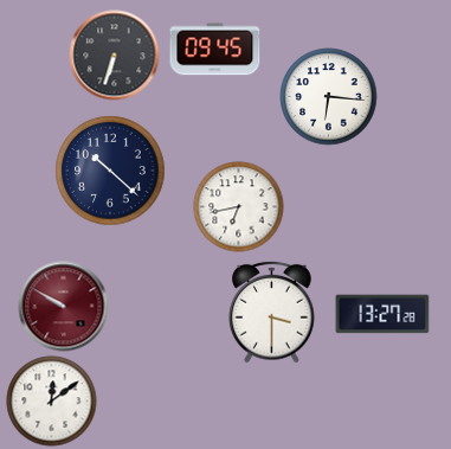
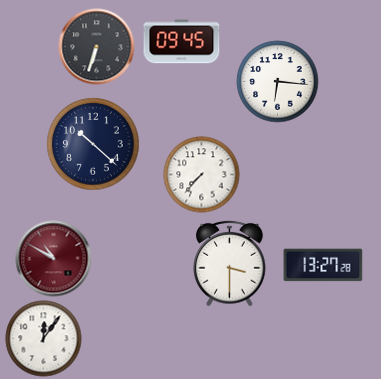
clock at (239, 207): 6:43 -> 7:37
clock at (64, 307): 9:50 -> 10:50
clock at (52, 402): 12:09 -> 12:06
